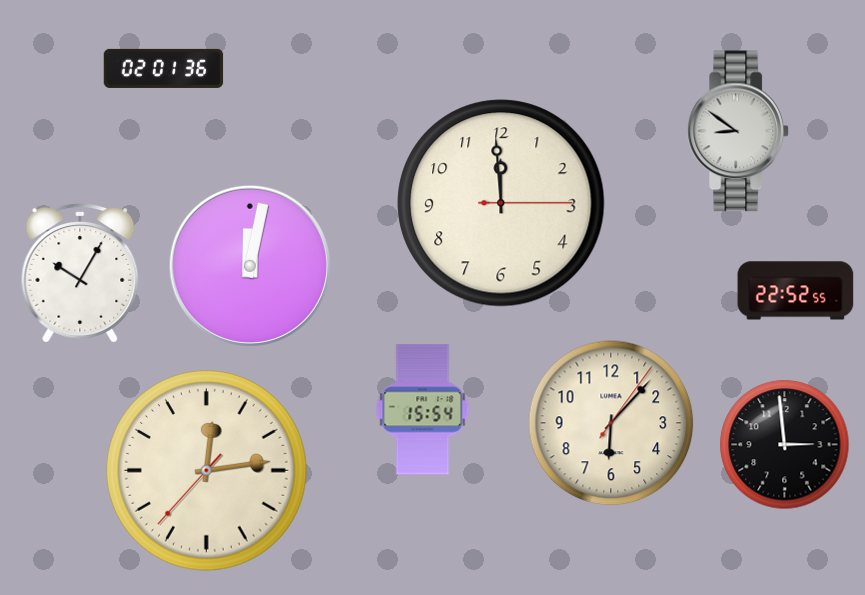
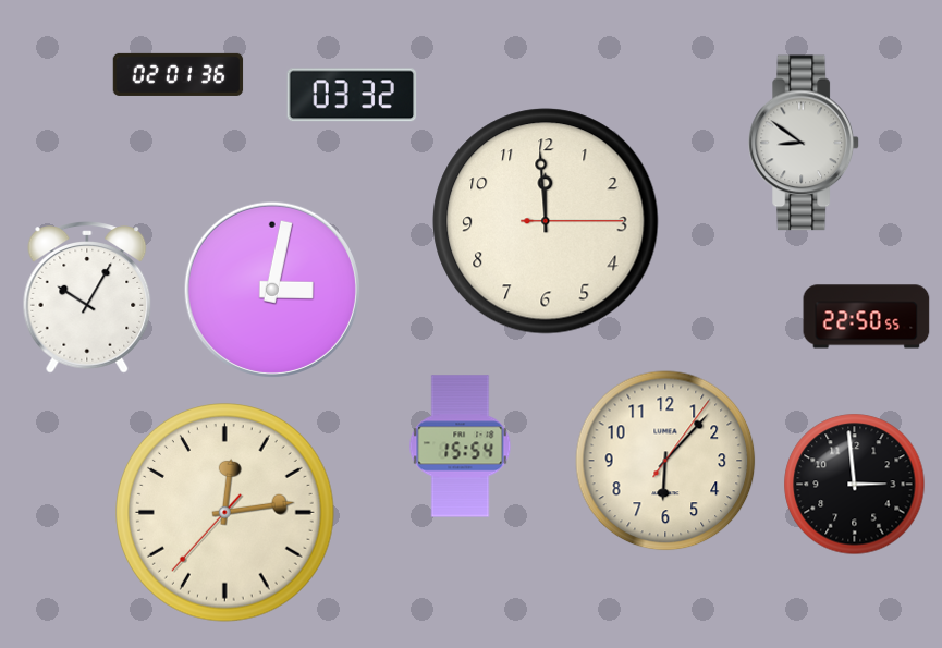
clock at (352, 95): none -> 03:32
clock at (250, 266): 12:02 -> 3:02
clock at (796, 291): 22:52 -> 22:50
